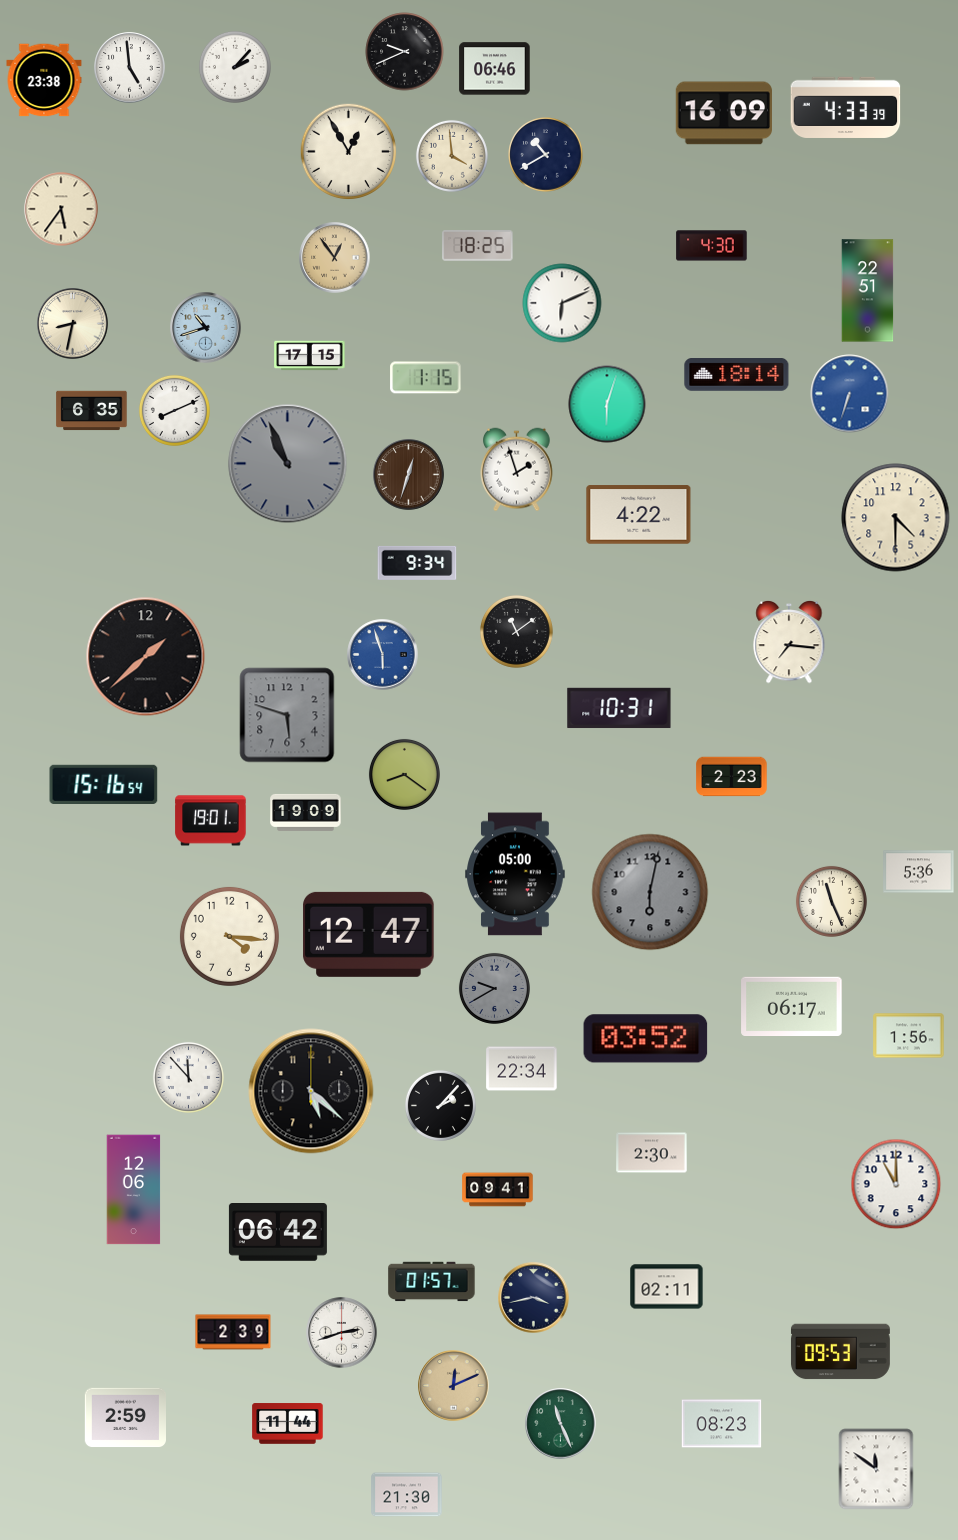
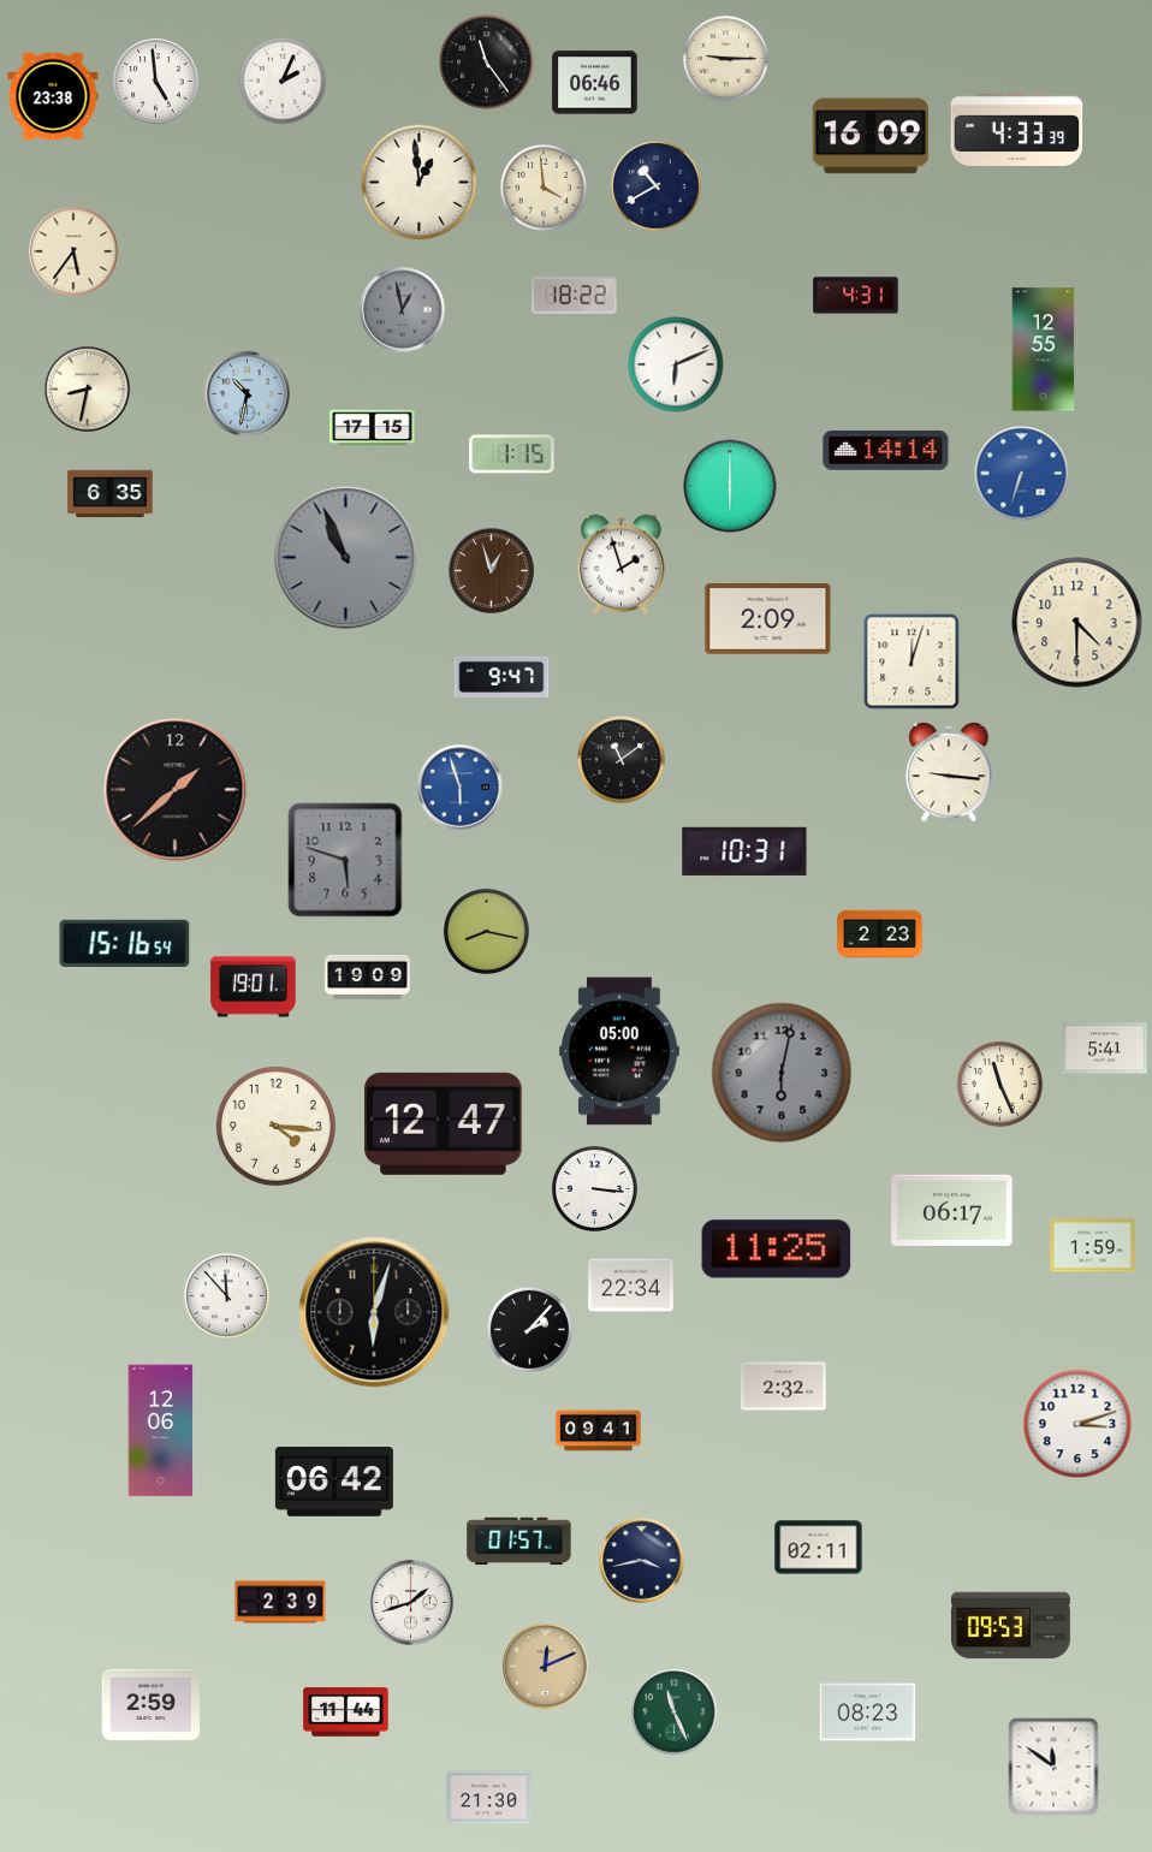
clock at (725, 58): none -> 9:15
clock at (405, 52): 9:41 -> 11:24
clock at (235, 67): 2:07 -> 2:04
clock at (349, 152): 12:55 -> 12:59
clock at (478, 246): 18:25 -> 18:22
clock at (712, 246): 4:30 -> 4:31
clock at (335, 258): 12:54 -> 12:58
clock at (335, 258) dial: champagne -> grey
clock at (868, 291): 22:51 -> 12:55
clock at (206, 328): 10:42 -> 10:32
clock at (737, 375): 18:14 -> 14:14
clock at (607, 404): 6:03 -> 6:00
clock at (174, 410): 8:11 -> none
clock at (409, 475): 12:33 -> 12:57
clock at (639, 515): 4:22 -> 2:09
clock at (911, 661): none -> 12:03
clock at (417, 563): 9:34 -> 9:47
clock at (789, 642): 7:16 -> 9:16
clock at (404, 774): 8:21 -> 8:17
clock at (919, 872): 5:36 -> 5:41
clock at (494, 988): 9:40 -> 3:16
clock at (494, 988) dial: grey -> white
clock at (909, 1036): 1:56 -> 1:59
clock at (646, 1039): 03:52 -> 11:25
clock at (522, 1069) position: (522, 1069) -> (631, 1286)
clock at (311, 1091): 5:22 -> 6:03
clock at (652, 1153): 2:30 -> 2:32
clock at (896, 1184): 11:00 -> 3:12
clock at (667, 1287) position: (667, 1287) -> (819, 1548)
clock at (342, 1333): 2:42 -> 1:42
